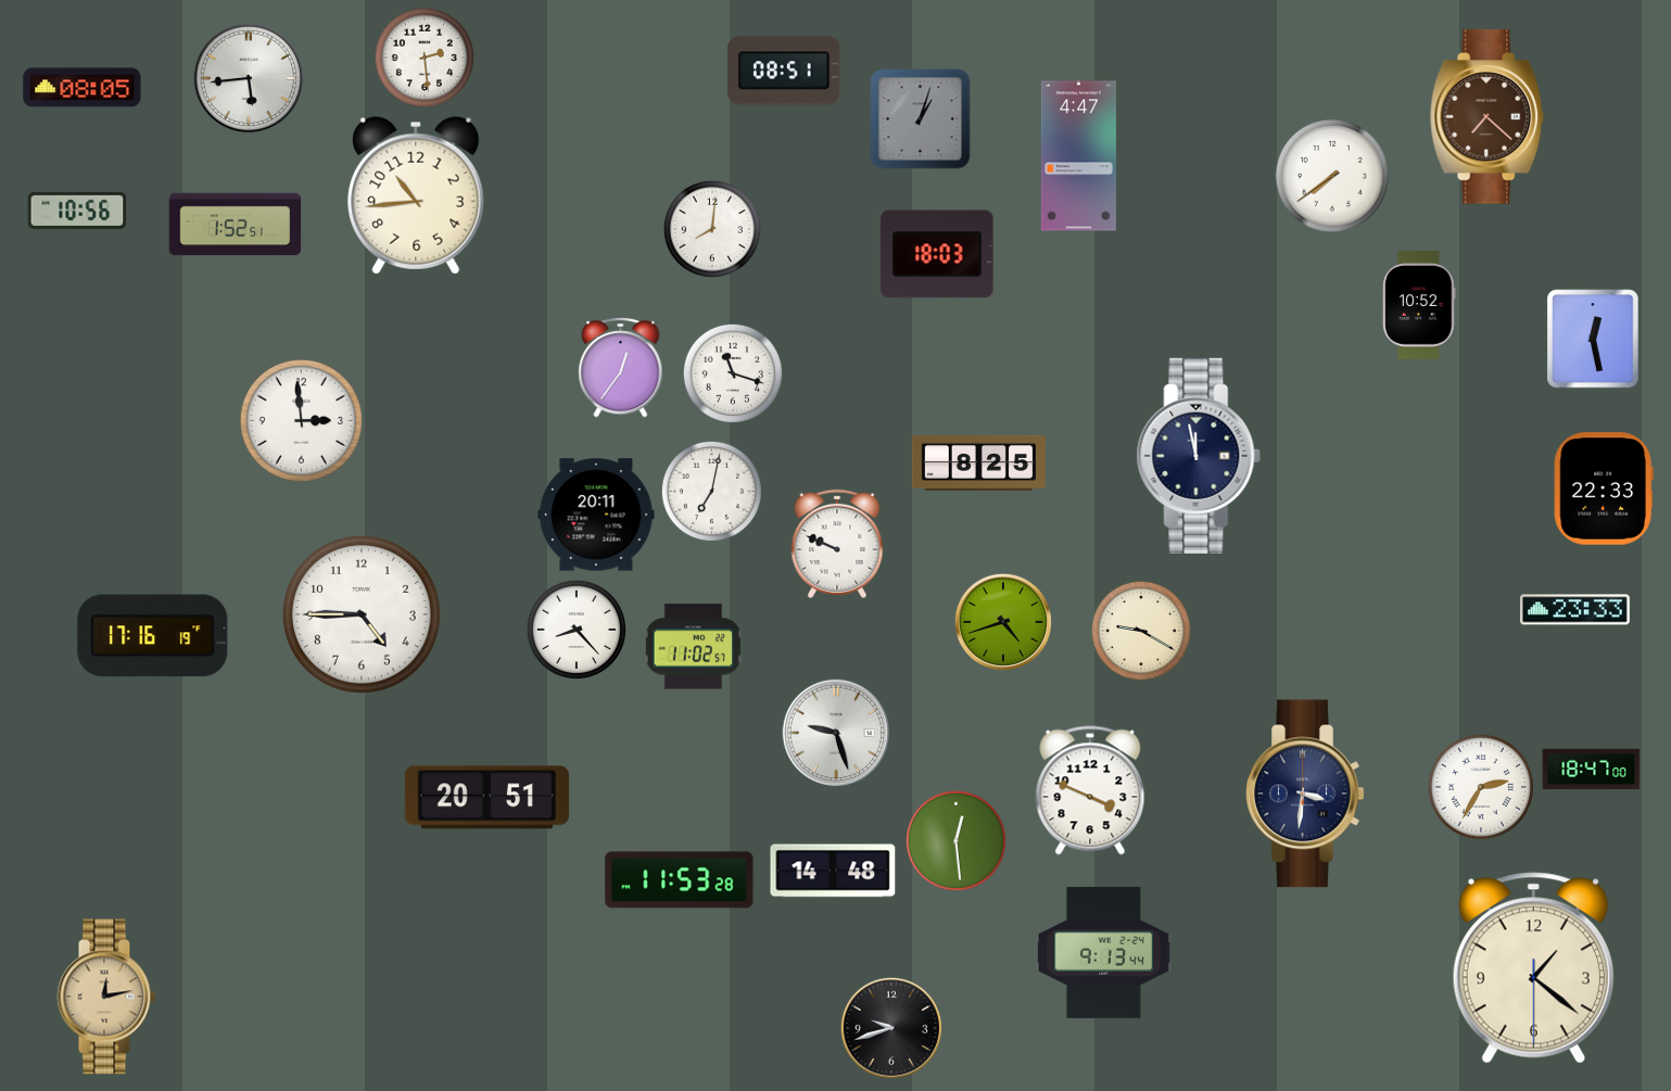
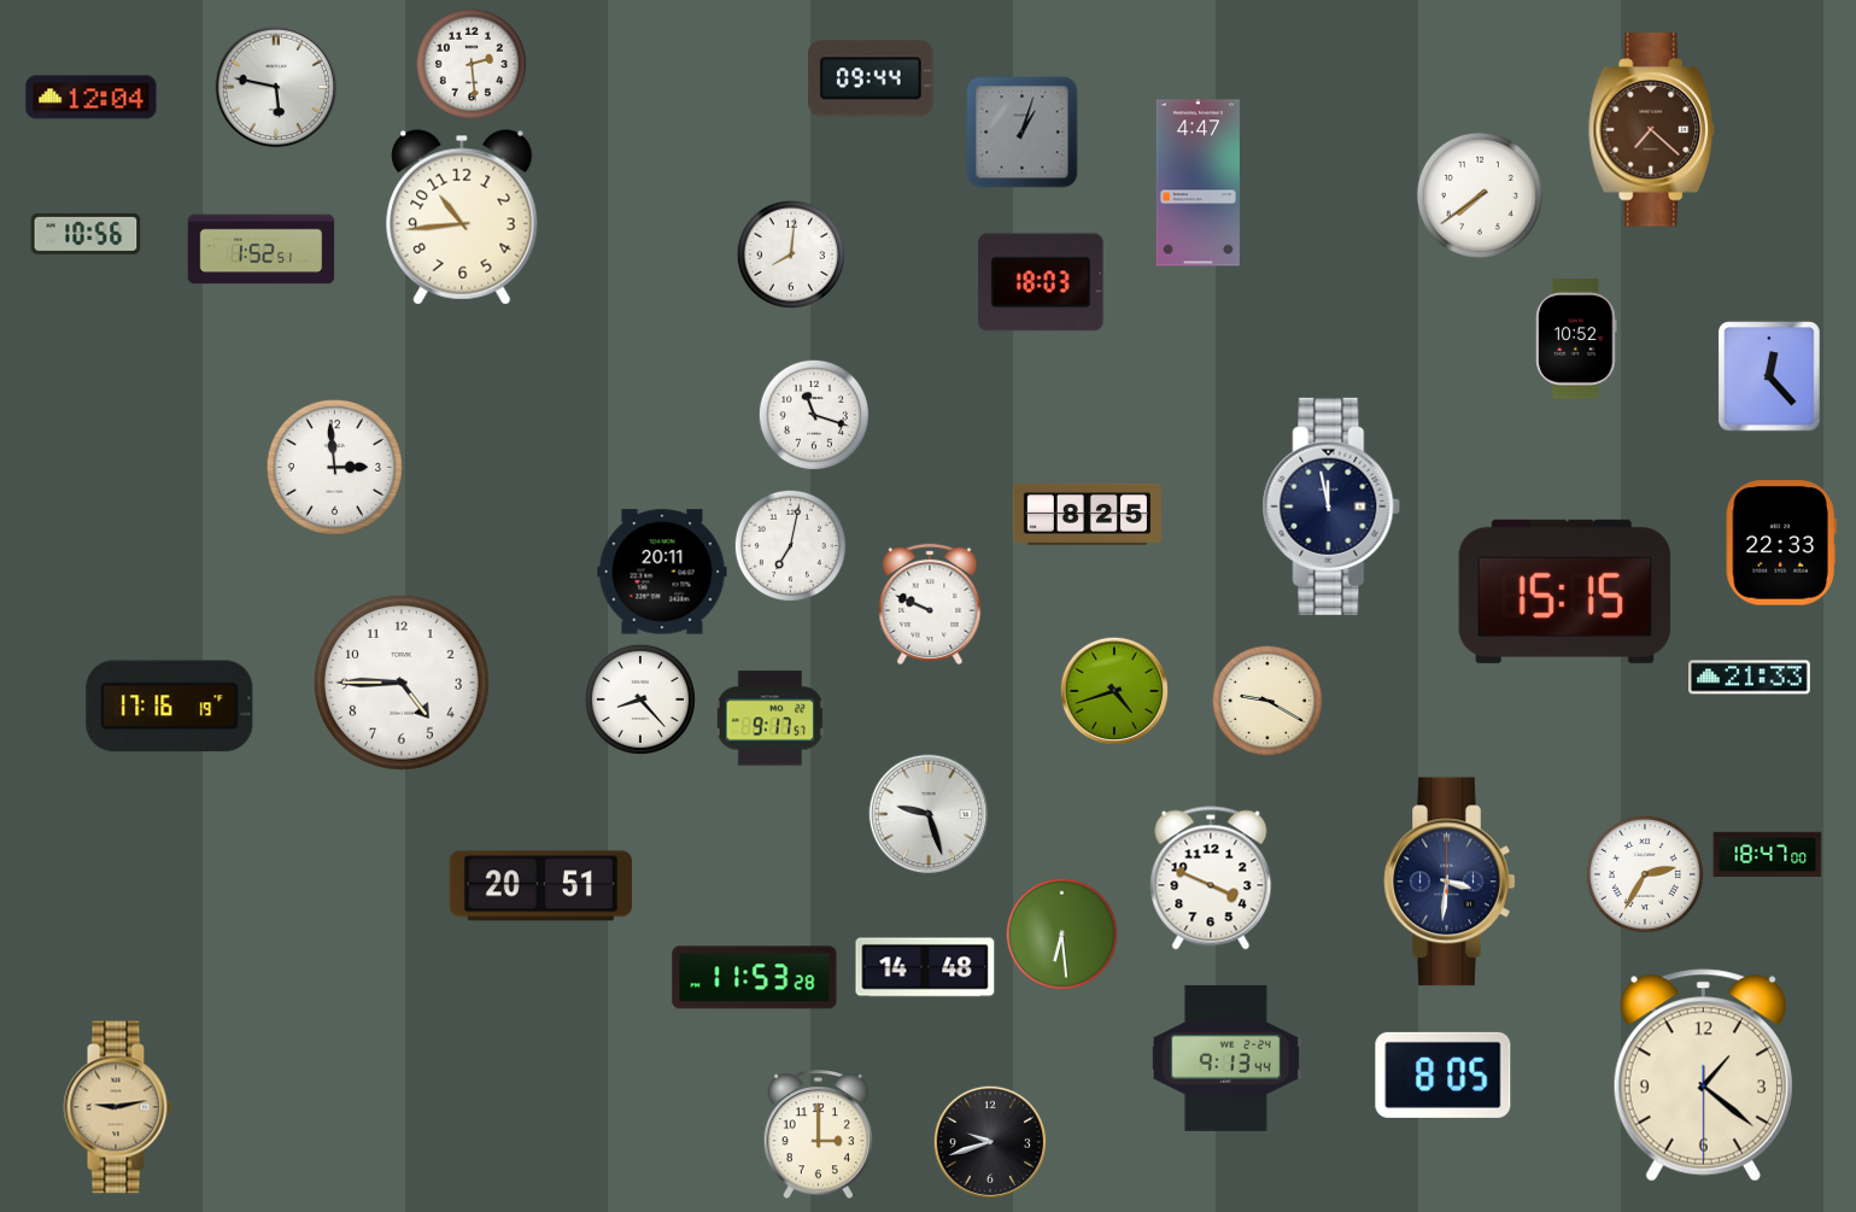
clock at (784, 71): 08:51 -> 09:44
clock at (249, 78): 5:44 -> 5:47
clock at (83, 88): 08:05 -> 12:04
clock at (1078, 156) position: (1078, 156) -> (1198, 183)
clock at (1593, 339): 12:28 -> 12:23
clock at (621, 367): 12:36 -> none
clock at (1565, 591): none -> 15:15
clock at (1575, 610): 23:33 -> 21:33
clock at (693, 647): 11:02 -> 9:17
clock at (955, 840): 12:29 -> 6:29
clock at (1444, 1075): none -> 8:05
clock at (106, 997): 12:13 -> 9:13
clock at (819, 1135): none -> 3:00
